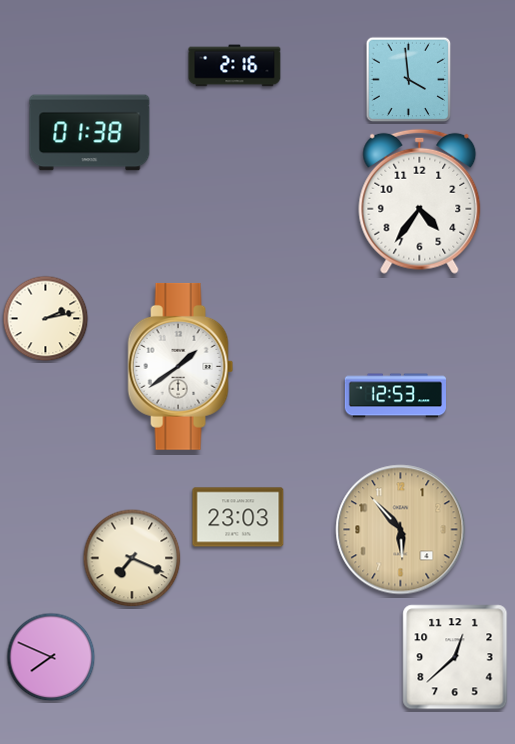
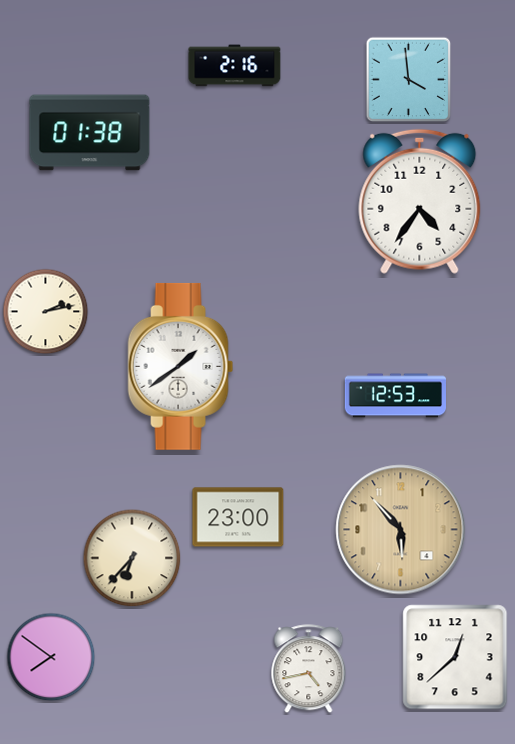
clock at (46, 319) position: (46, 319) -> (46, 312)
clock at (238, 517): 23:03 -> 23:00
clock at (132, 558): 7:19 -> 6:37
clock at (51, 657): 7:49 -> 7:51
clock at (309, 669): none -> 4:43
